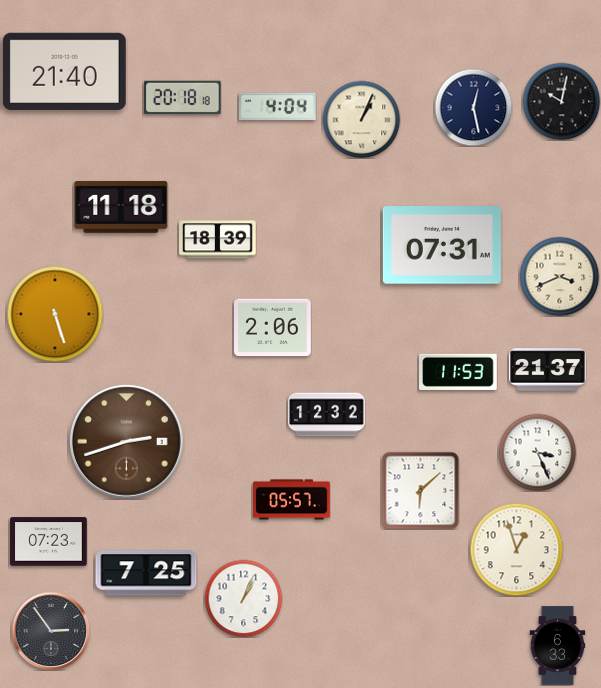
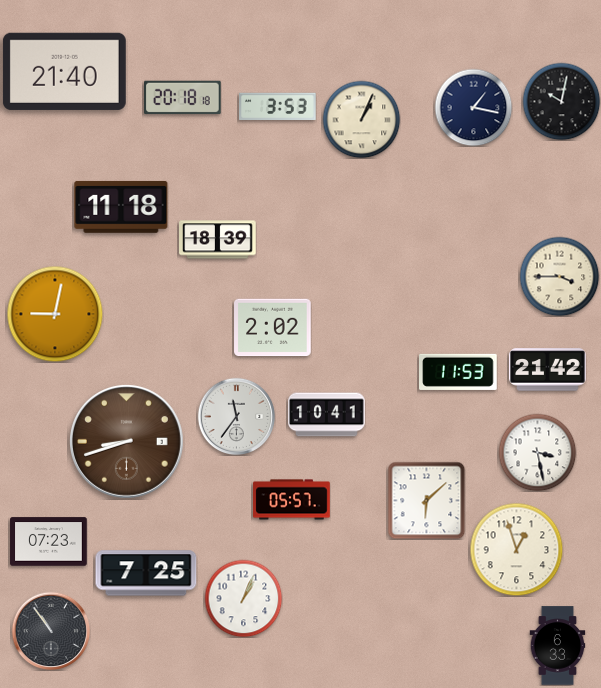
clock at (278, 107): 4:04 -> 3:53
clock at (473, 107): 12:28 -> 1:17
clock at (442, 245): 07:31 -> none
clock at (559, 276): 3:41 -> 3:45
clock at (55, 314): 5:27 -> 9:02
clock at (273, 328): 2:06 -> 2:02
clock at (548, 370): 21:37 -> 21:42
clock at (327, 415): 12:32 -> 10:41
clock at (236, 416): none -> 11:36
clock at (126, 441): 2:42 -> 8:42
clock at (537, 452): 3:26 -> 3:28
clock at (420, 490) position: (420, 490) -> (426, 500)
clock at (51, 631): 2:54 -> 10:54
